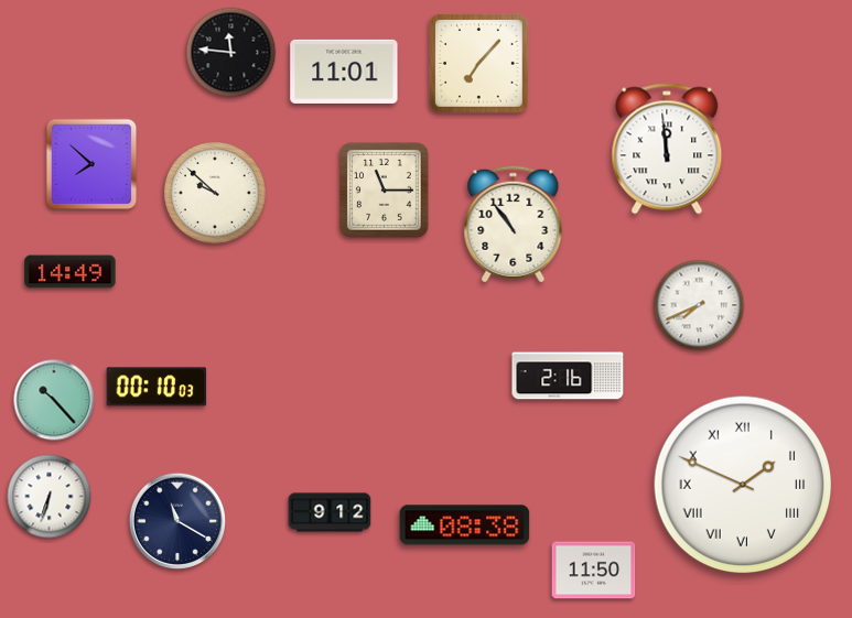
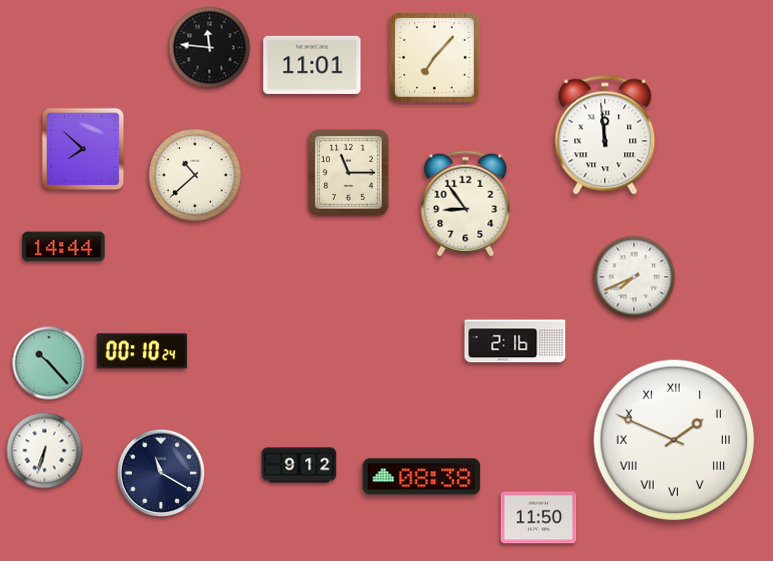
clock at (216, 194): 9:52 -> 10:38
clock at (514, 225): 10:54 -> 8:54
clock at (71, 272): 14:49 -> 14:44
clock at (157, 387): 00:10:03 -> 00:10:24
